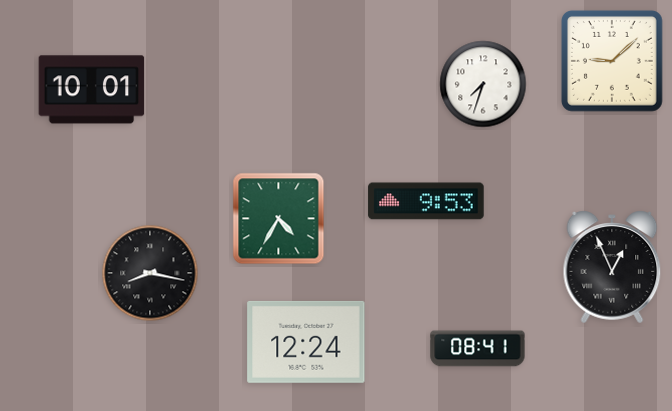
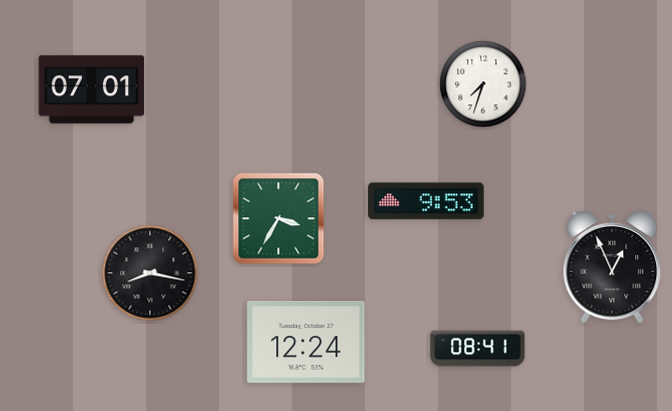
clock at (612, 61): 9:08 -> none
clock at (92, 90): 10:01 -> 07:01
clock at (279, 219): 4:35 -> 3:35
